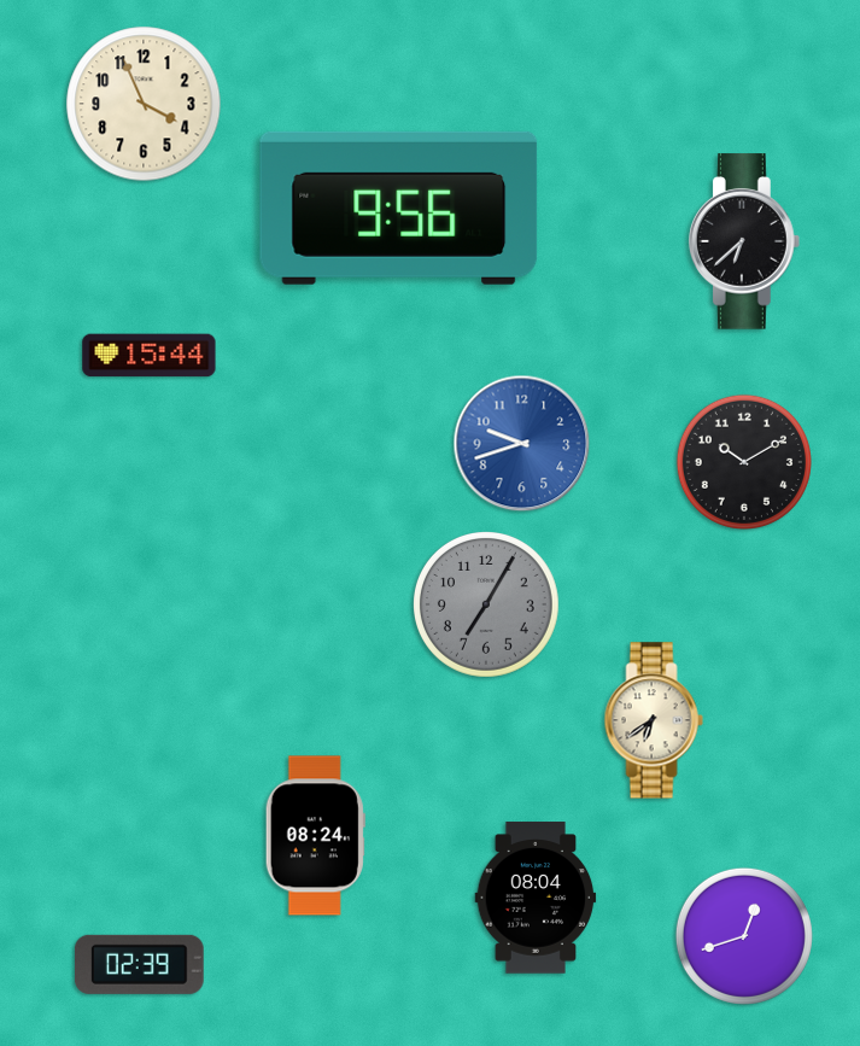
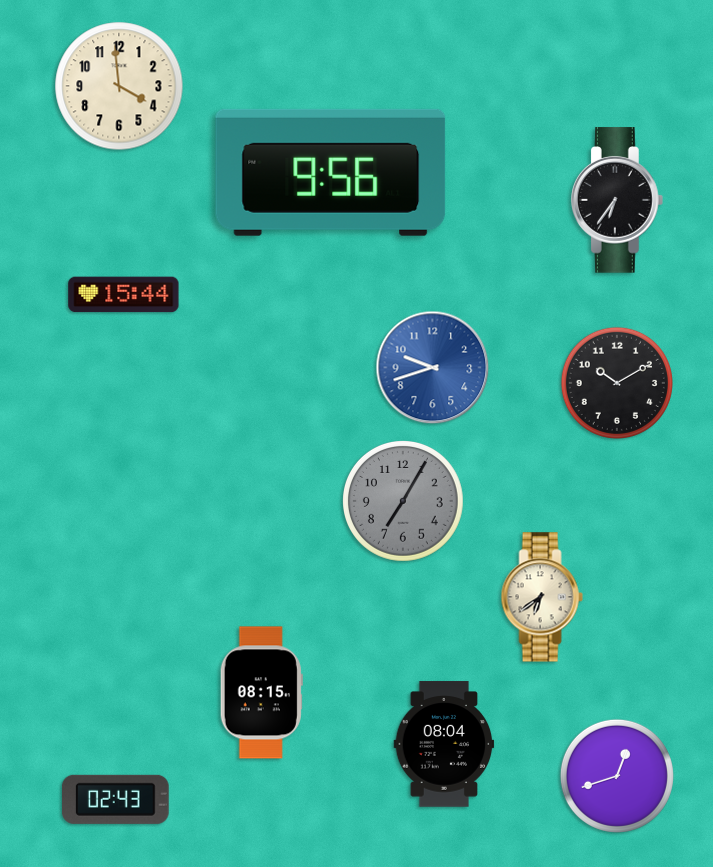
clock at (144, 104): 3:56 -> 3:59
clock at (745, 241): 6:38 -> 6:36
clock at (315, 836): 08:24 -> 08:15
clock at (139, 964): 02:39 -> 02:43
